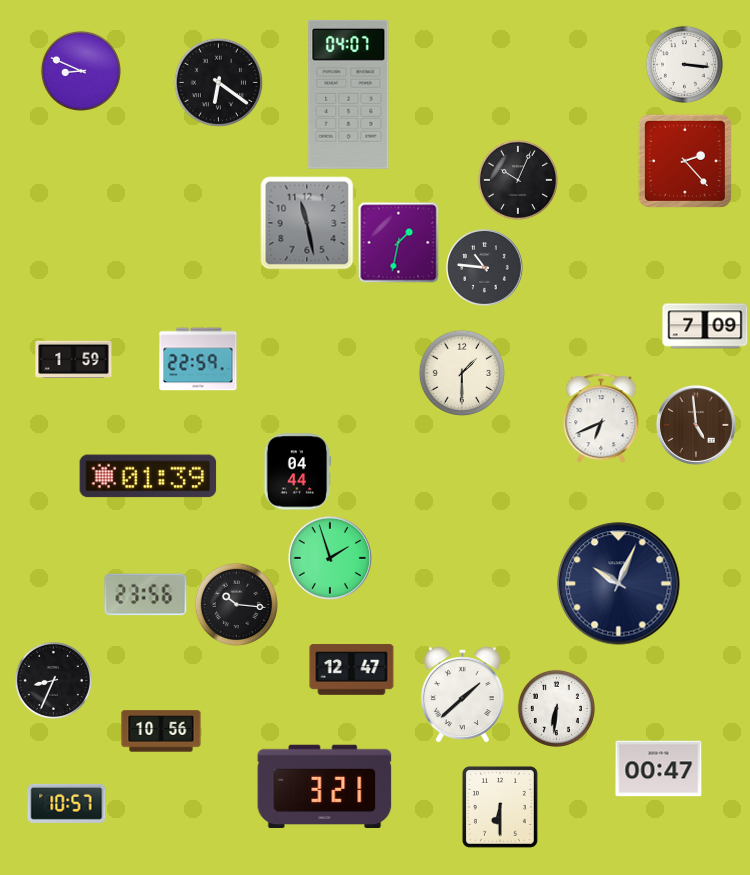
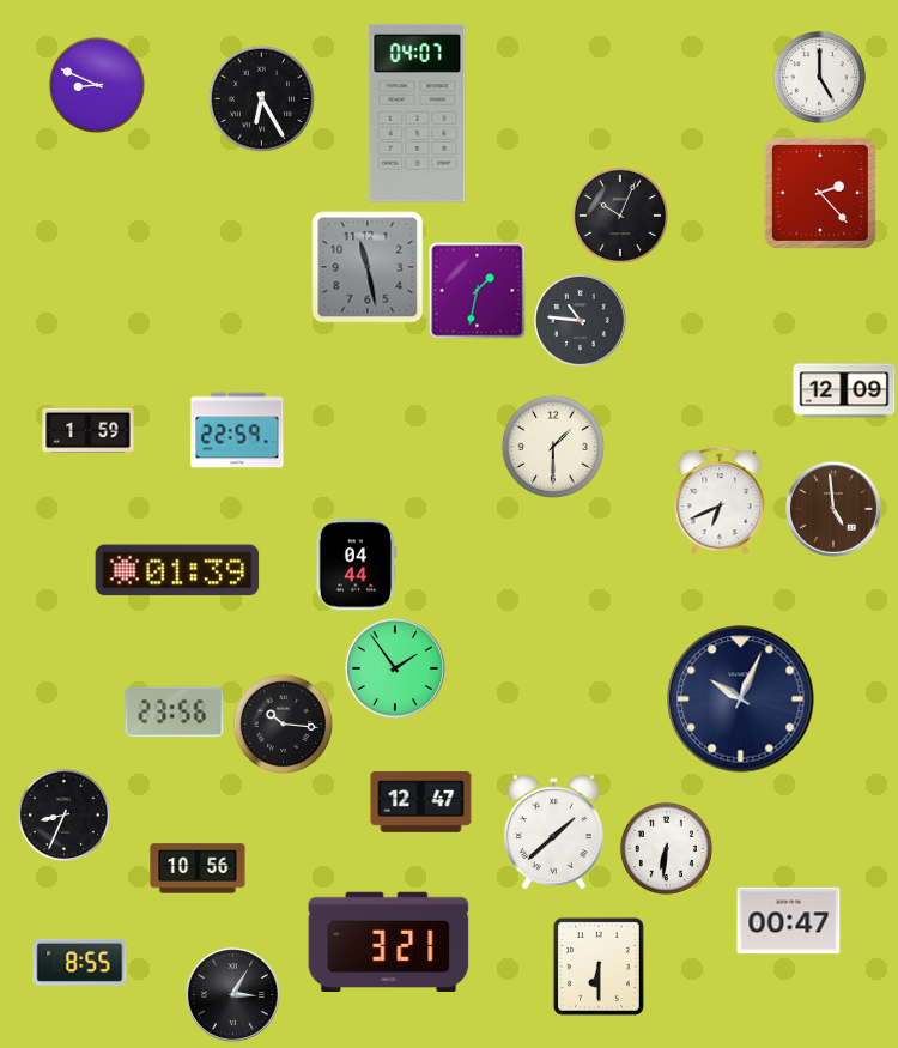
clock at (684, 64): 3:16 -> 5:00
clock at (218, 82): 6:21 -> 6:25
clock at (705, 326): 7:09 -> 12:09
clock at (330, 558): 1:57 -> 1:54
clock at (161, 731) position: (161, 731) -> (198, 868)
clock at (67, 803): 10:57 -> 8:55
clock at (232, 994): none -> 3:05
